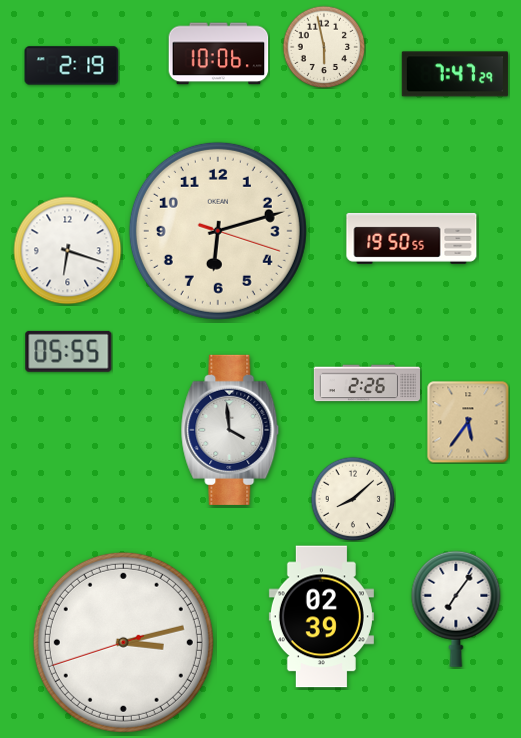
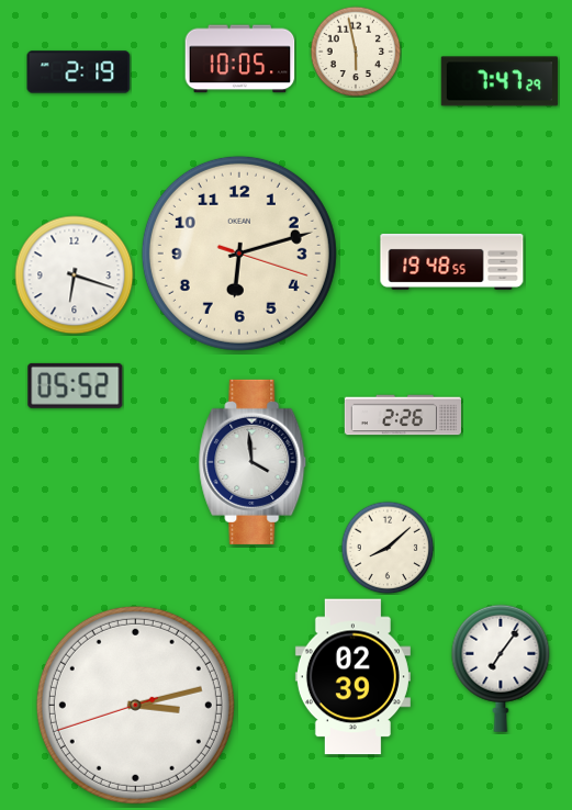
clock at (219, 54): 10:06 -> 10:05
clock at (412, 238): 19:50 -> 19:48
clock at (69, 351): 05:55 -> 05:52
clock at (366, 383) position: (366, 383) -> (402, 415)
clock at (468, 422): 5:36 -> none
clock at (230, 430) position: (230, 430) -> (253, 462)
